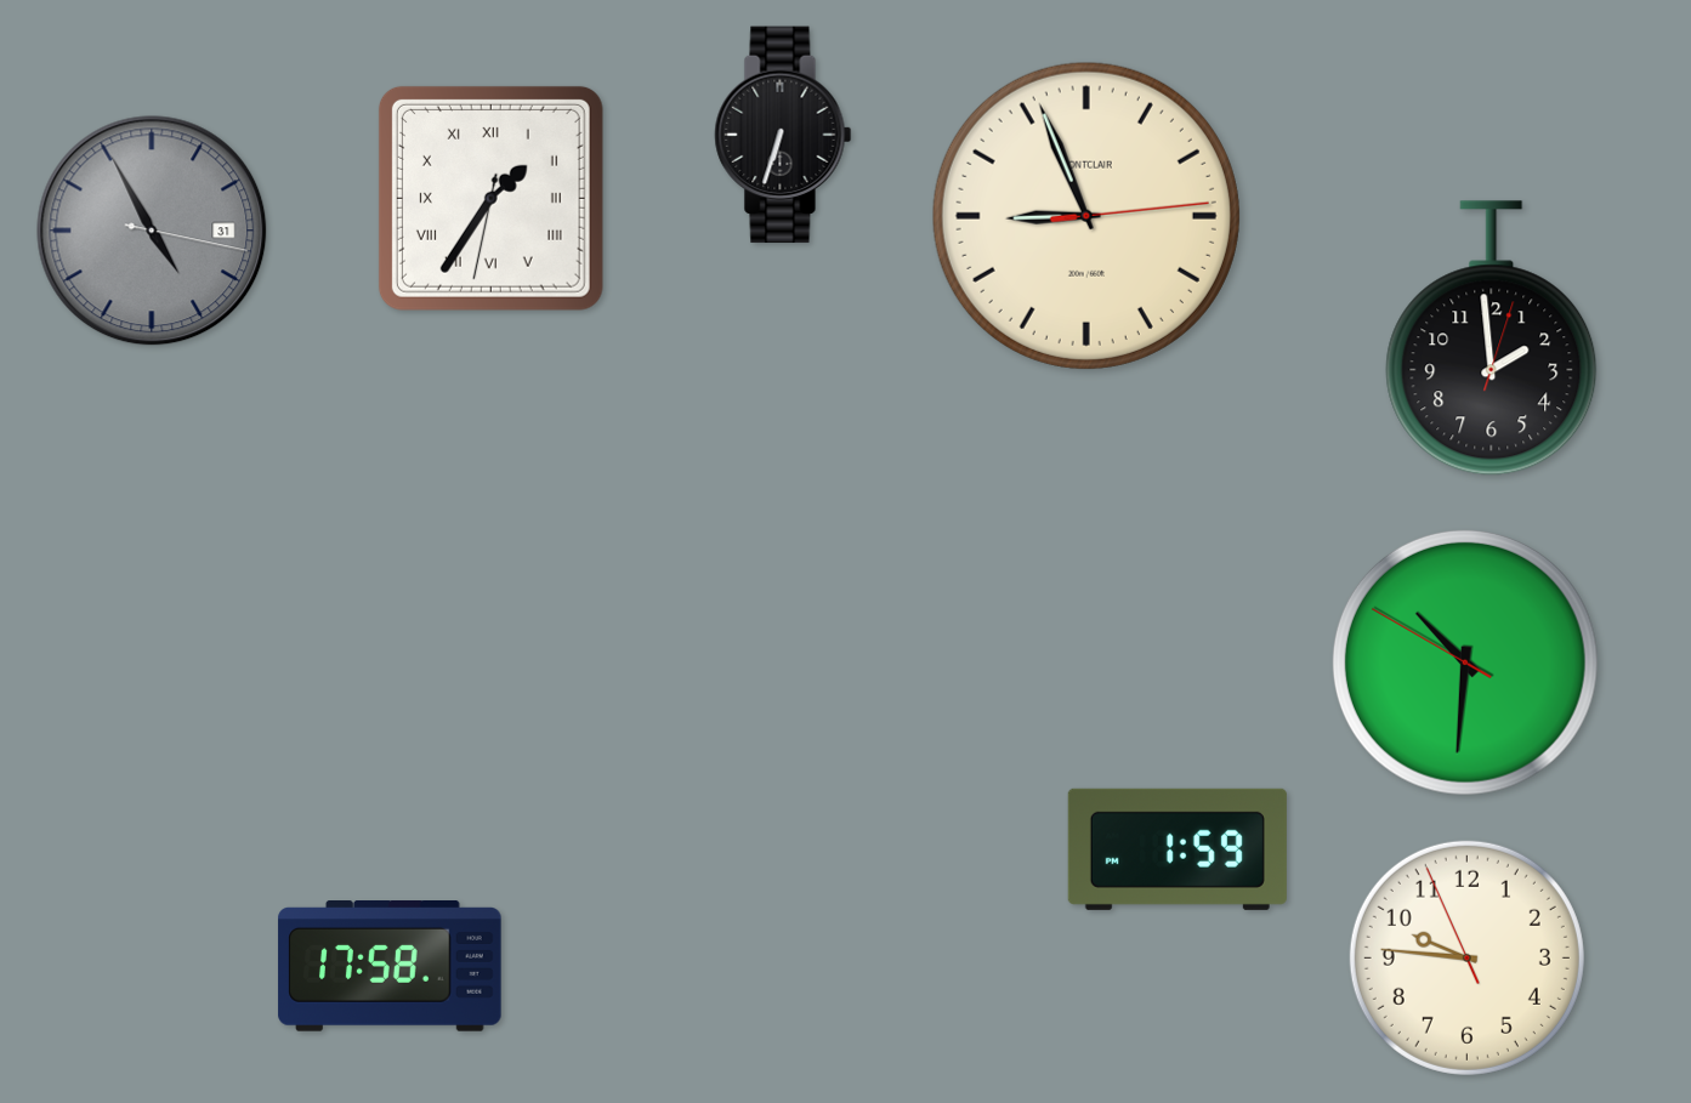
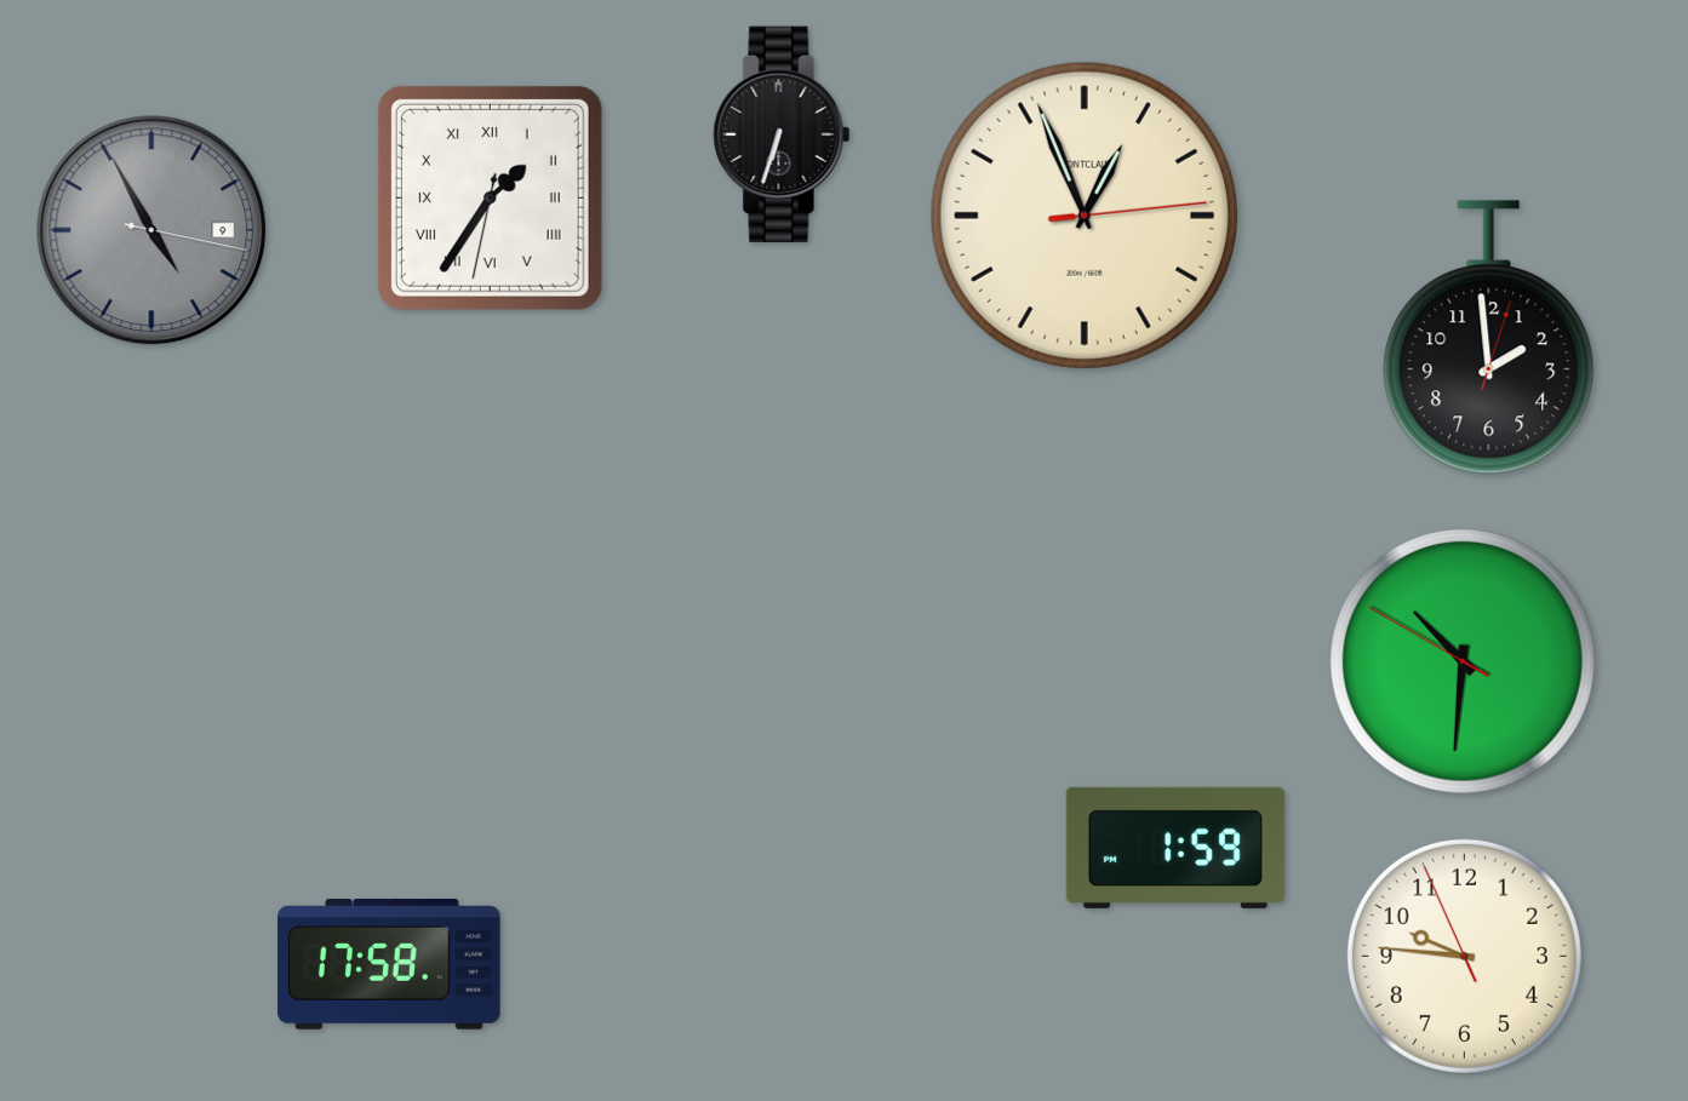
clock at (1086, 216): 8:56 -> 12:56
clock at (152, 231) date: 31 -> 9
